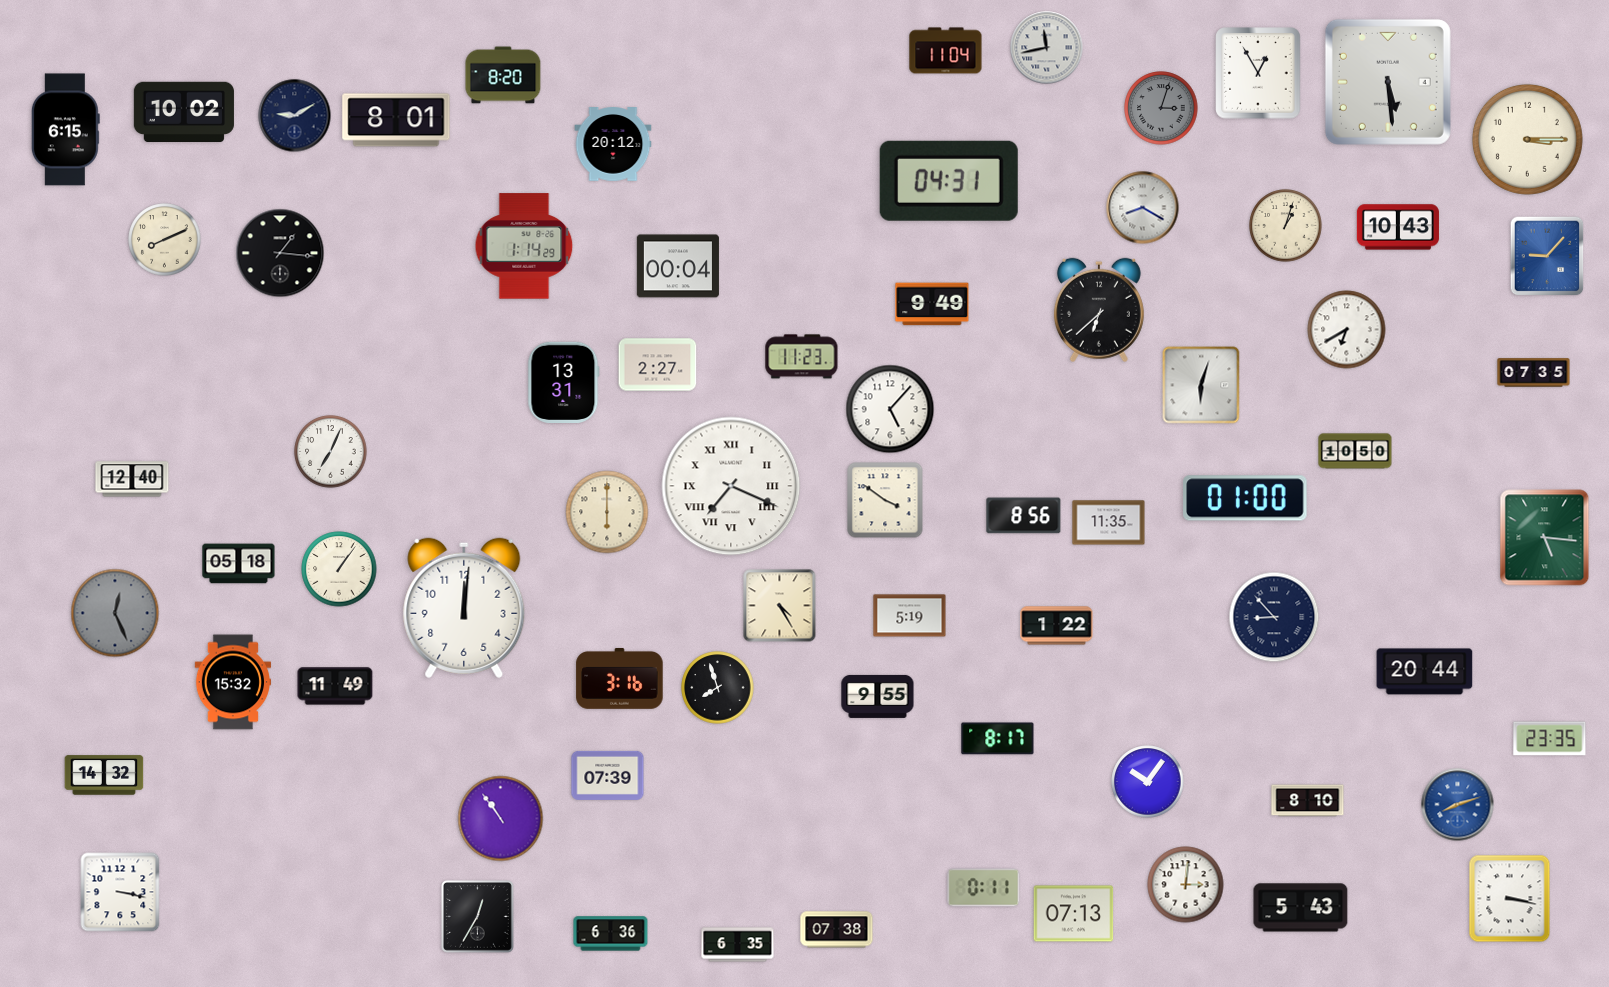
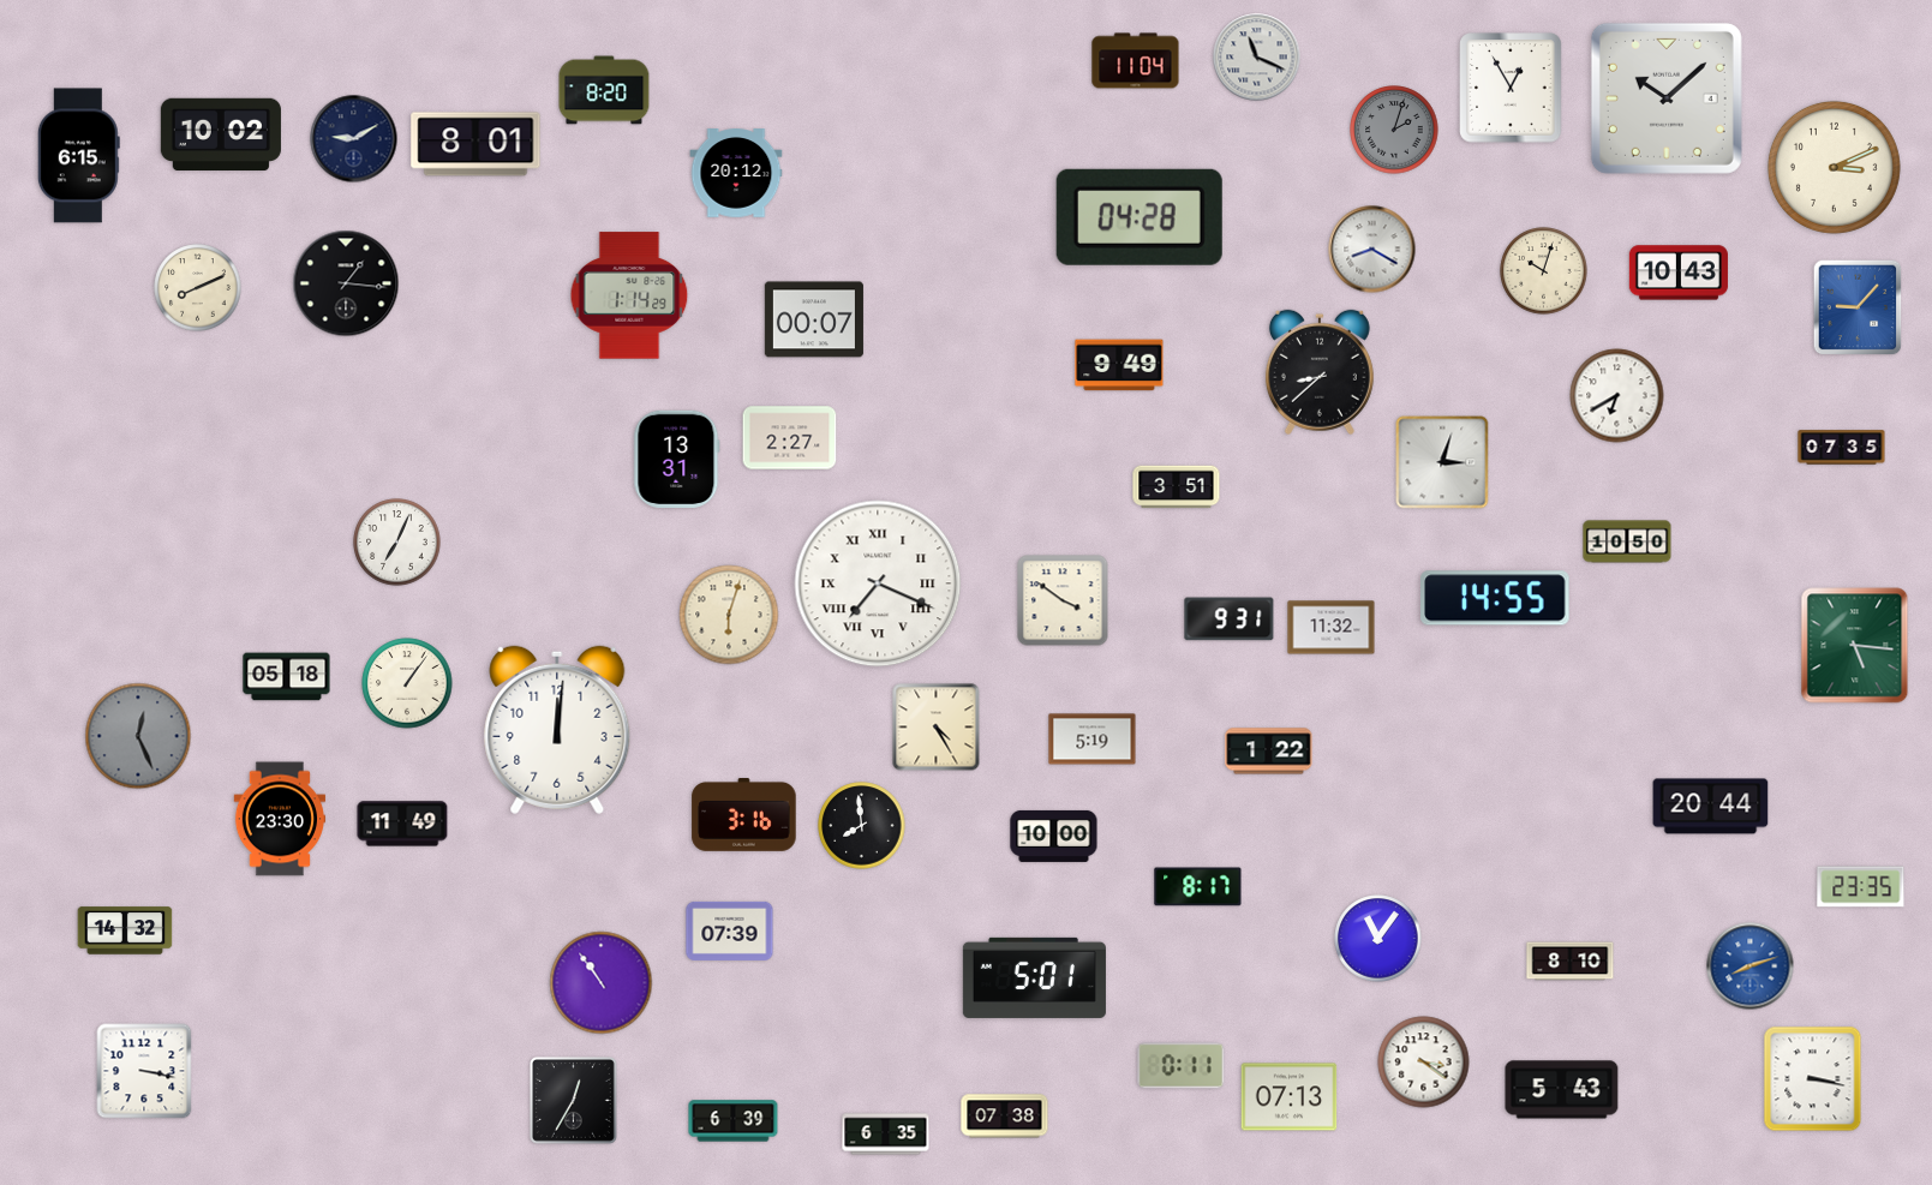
clock at (1047, 48): 11:43 -> 11:19
clock at (1388, 82): 5:29 -> 10:08
clock at (1161, 108): 3:03 -> 2:03
clock at (1527, 139): 3:15 -> 3:11
clock at (949, 181): 04:31 -> 04:28
clock at (1286, 226): 1:03 -> 10:03
clock at (280, 253) position: (280, 253) -> (346, 283)
clock at (678, 266): 00:04 -> 00:07
clock at (1099, 310): 6:38 -> 8:38
clock at (802, 357): 11:23 -> none
clock at (1201, 385): 6:03 -> 3:03
clock at (1177, 487): none -> 3:51
clock at (890, 409): 5:07 -> none
clock at (132, 479): 12:40 -> none
clock at (1245, 498): 01:00 -> 14:55
clock at (607, 512): 6:00 -> 6:03
clock at (1024, 516): 8:56 -> 9:31
clock at (1109, 523): 11:35 -> 11:32
clock at (1274, 617): 8:53 -> none
clock at (232, 682): 15:32 -> 23:30
clock at (718, 688): 7:57 -> 7:59
clock at (878, 696): 9:55 -> 10:00
clock at (1148, 782): 10:06 -> 11:06
clock at (1034, 977): none -> 5:01
clock at (1186, 885): 3:01 -> 3:21
clock at (611, 934): 6:36 -> 6:39
